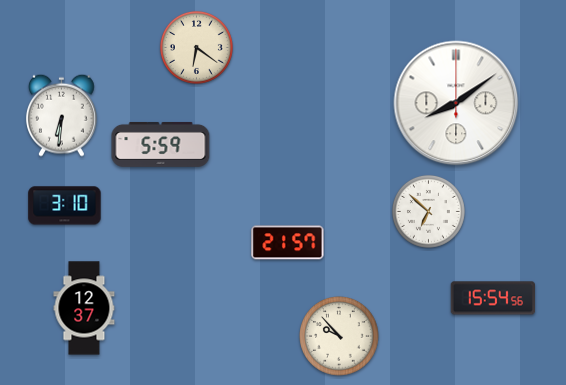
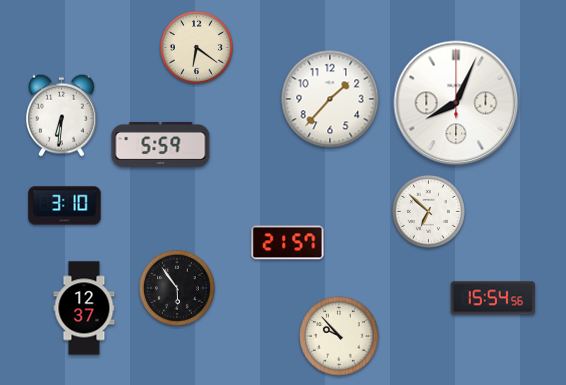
clock at (330, 99): none -> 1:37
clock at (456, 103): 8:09 -> 8:04
clock at (178, 289): none -> 5:54
